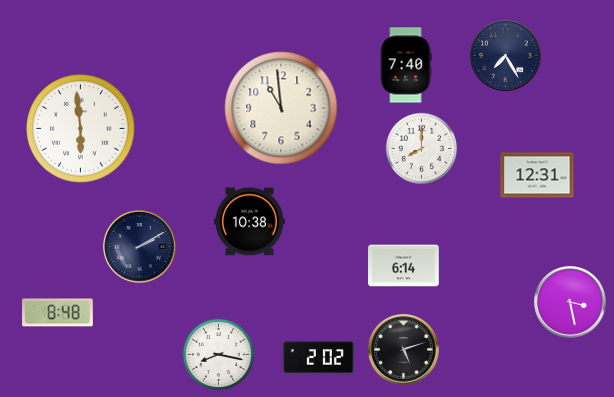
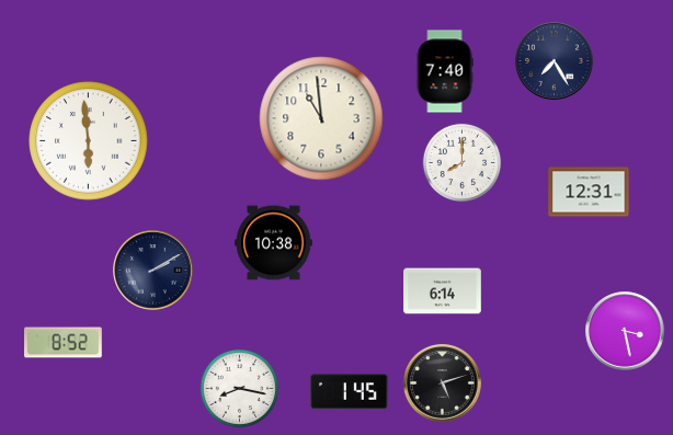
clock at (281, 108) position: (281, 108) -> (321, 118)
clock at (58, 313): 8:48 -> 8:52
clock at (319, 358): 2:02 -> 1:45
